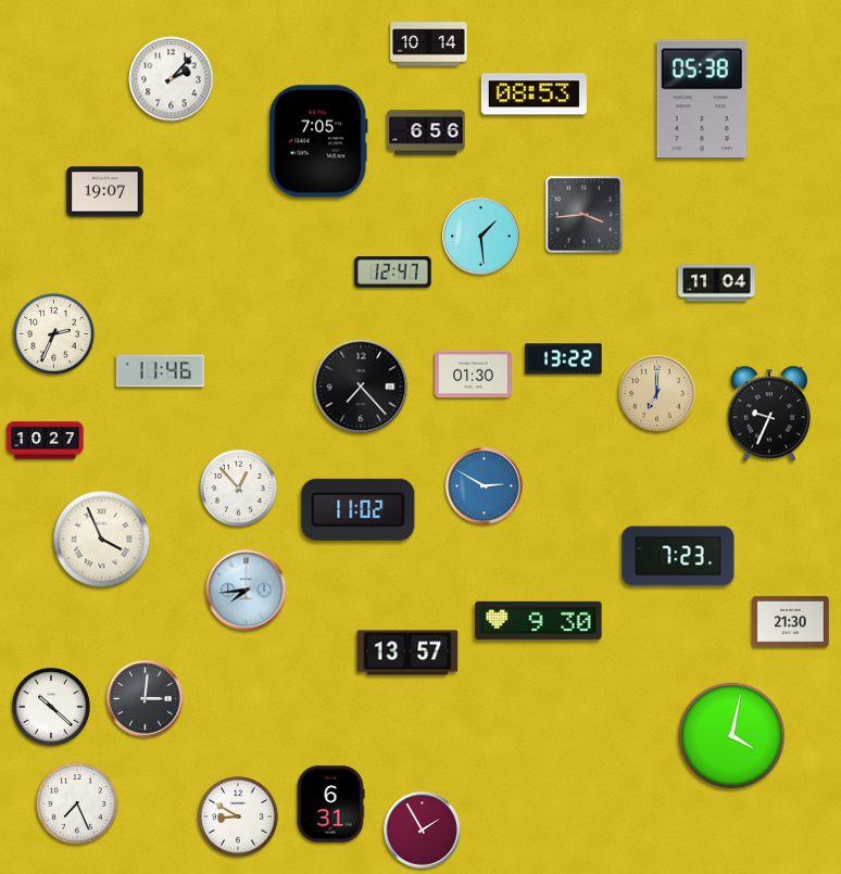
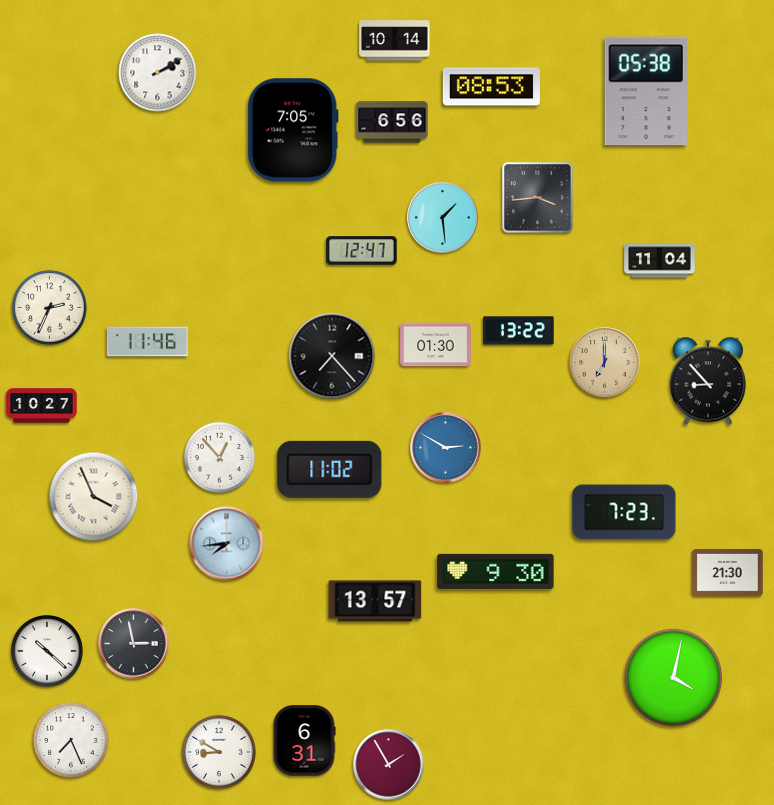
clock at (172, 79): 2:07 -> 2:10
clock at (105, 192): 19:07 -> none
clock at (769, 414): 9:34 -> 8:53
clock at (238, 487) position: (238, 487) -> (219, 457)
clock at (146, 699): 3:01 -> 2:58
